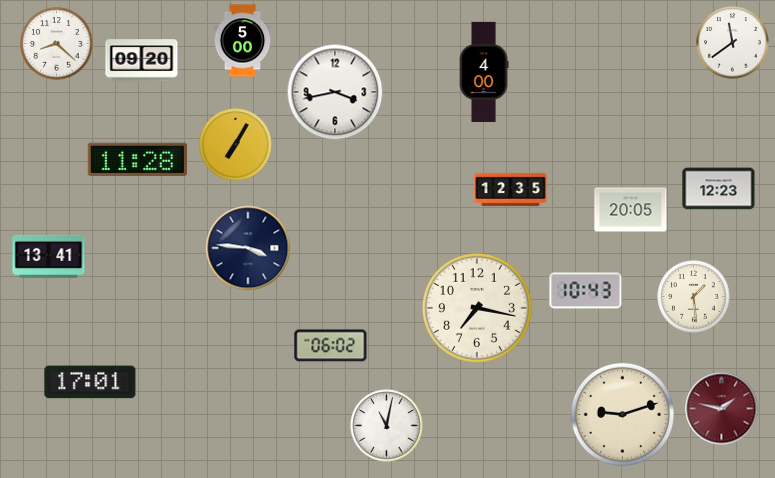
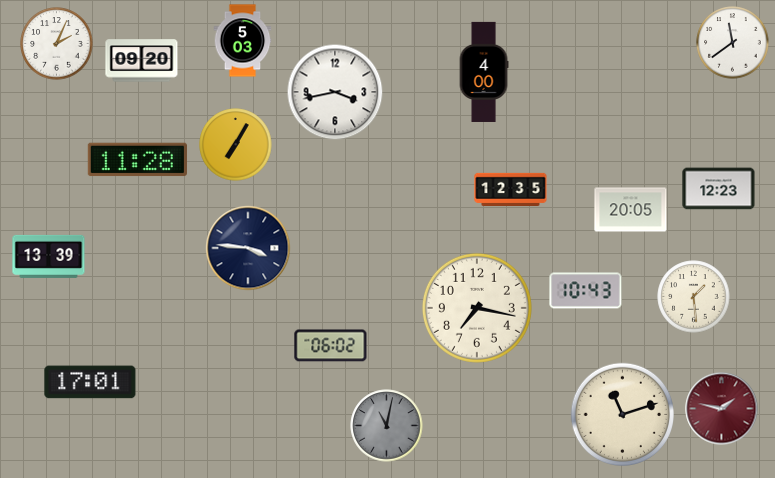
clock at (243, 41): 5:00 -> 5:03
clock at (57, 44): 8:22 -> 2:04
clock at (49, 256): 13:41 -> 13:39
clock at (622, 414): 9:12 -> 11:12
clock at (387, 426) dial: white -> grey
